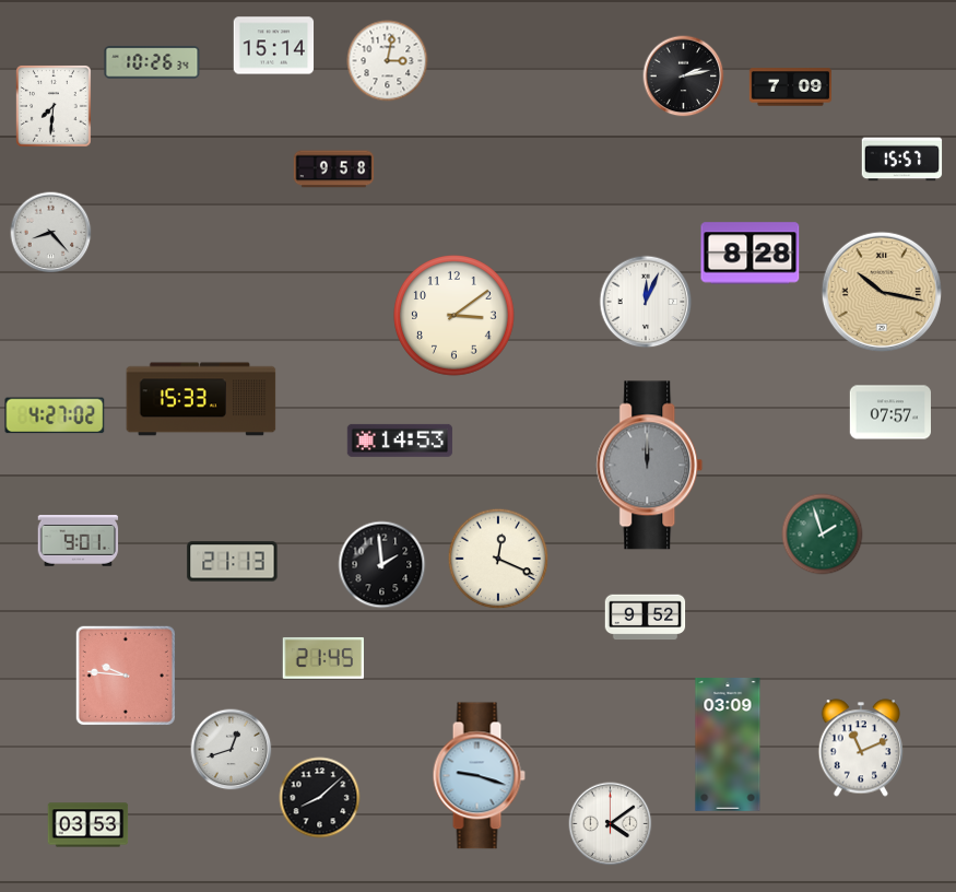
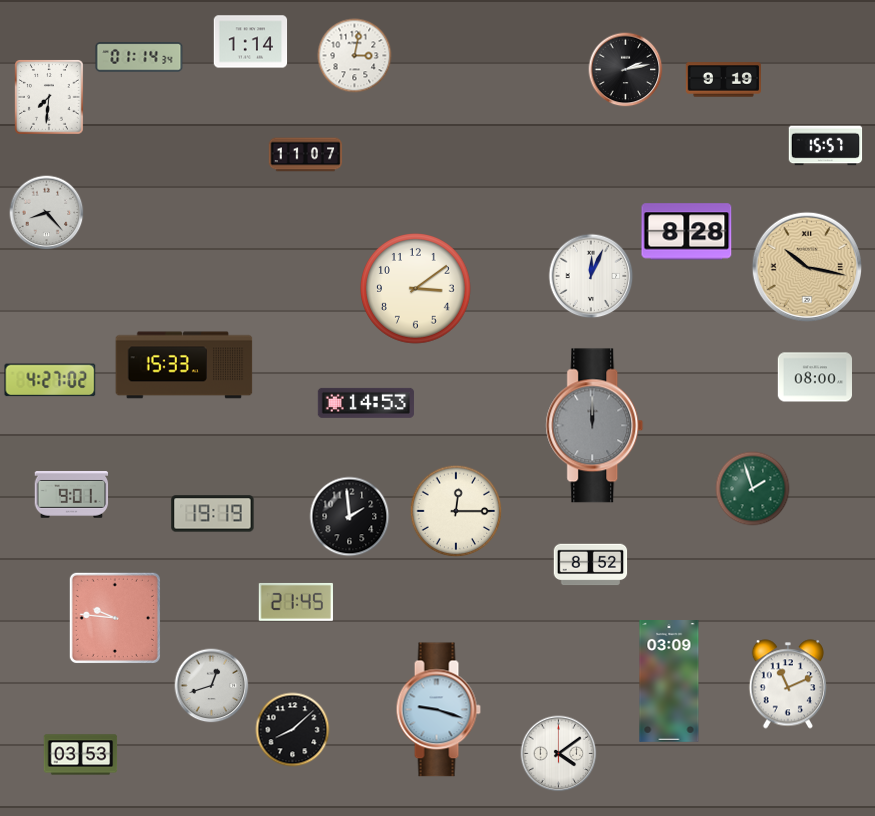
clock at (274, 46): 15:14 -> 1:14
clock at (152, 62): 10:26 -> 01:14
clock at (790, 87): 7:09 -> 9:19
clock at (334, 169): 9:58 -> 11:07
clock at (889, 412): 07:57 -> 08:00
clock at (498, 559): 12:19 -> 12:15
clock at (233, 562): 21:13 -> 19:19
clock at (646, 618): 9:52 -> 8:52
clock at (728, 746) position: (728, 746) -> (669, 682)
